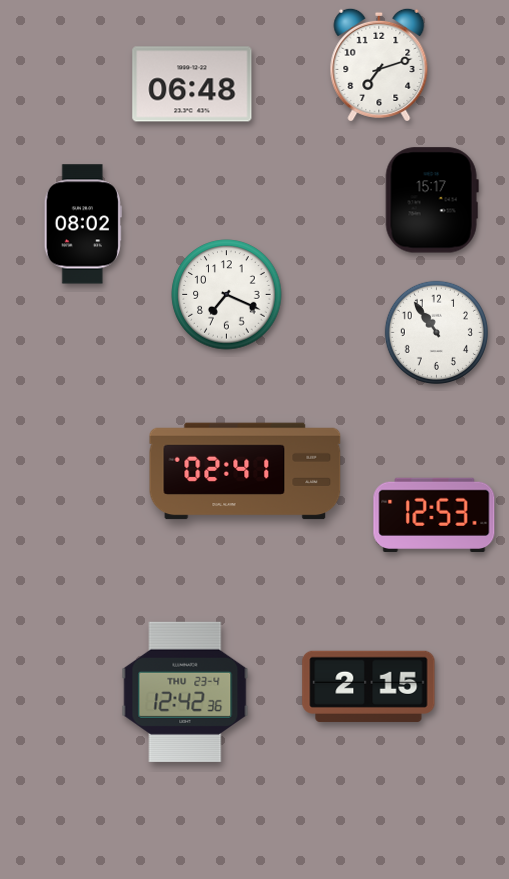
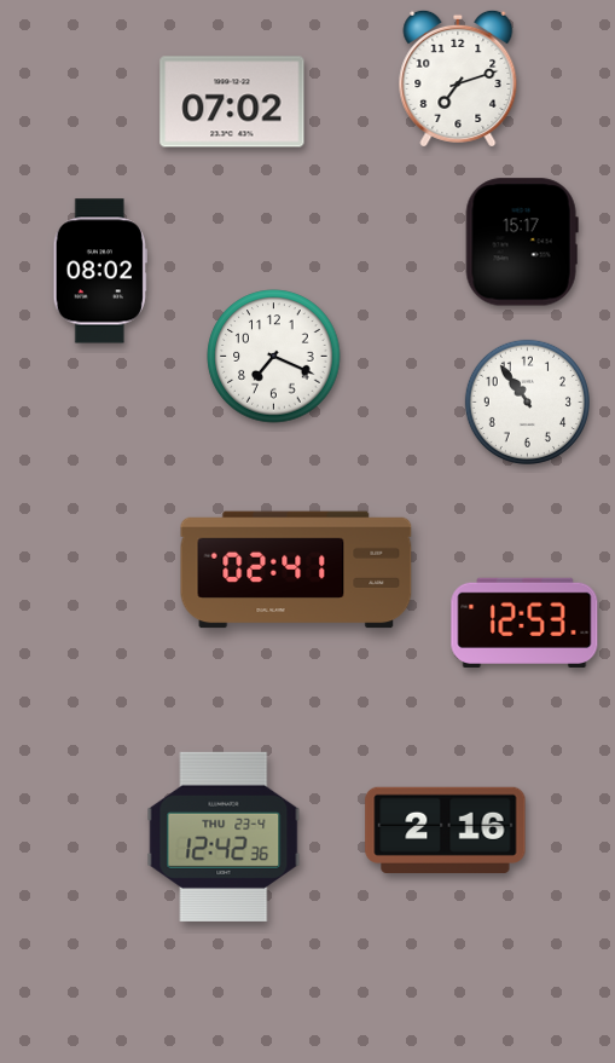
clock at (192, 84): 06:48 -> 07:02
clock at (369, 686): 2:15 -> 2:16
